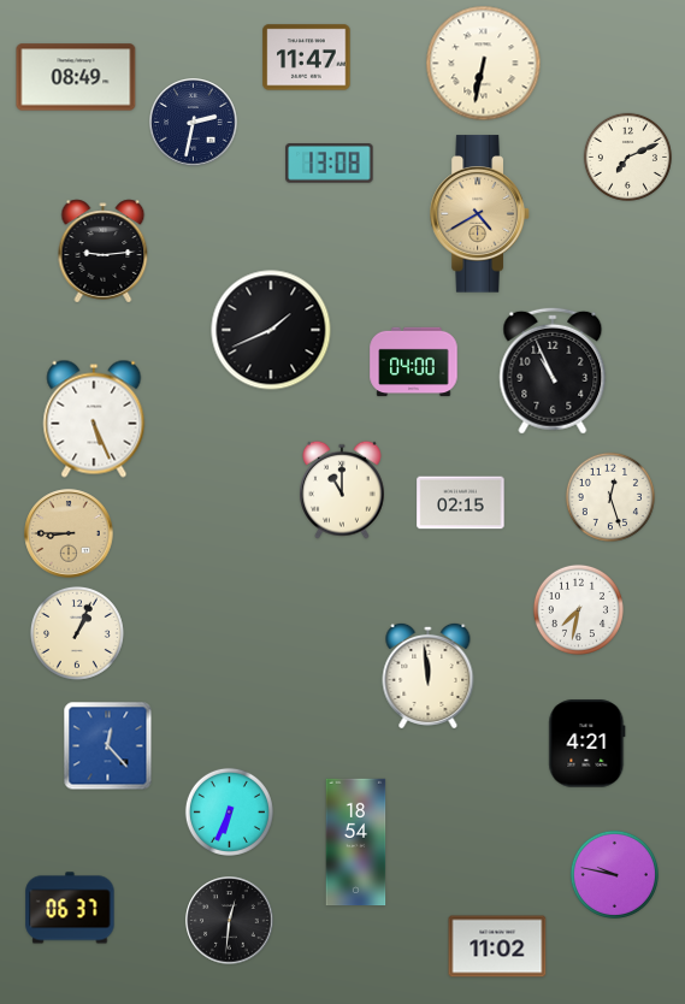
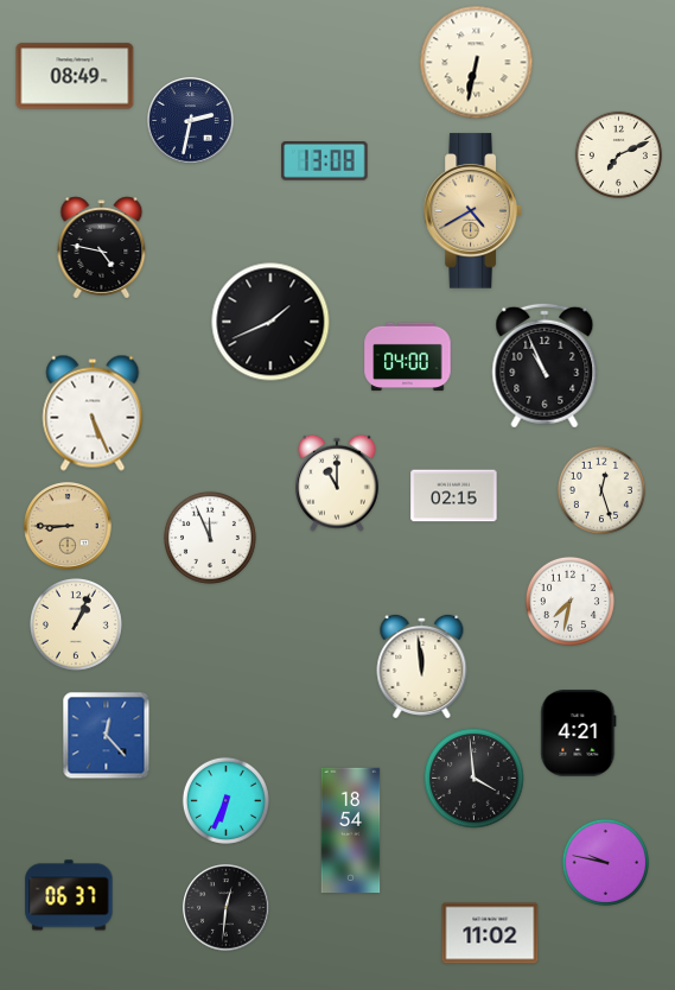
clock at (307, 58): 11:47 -> none
clock at (104, 252): 9:14 -> 4:47
clock at (271, 330) position: (271, 330) -> (270, 322)
clock at (210, 538): none -> 11:56
clock at (475, 779): none -> 3:59
